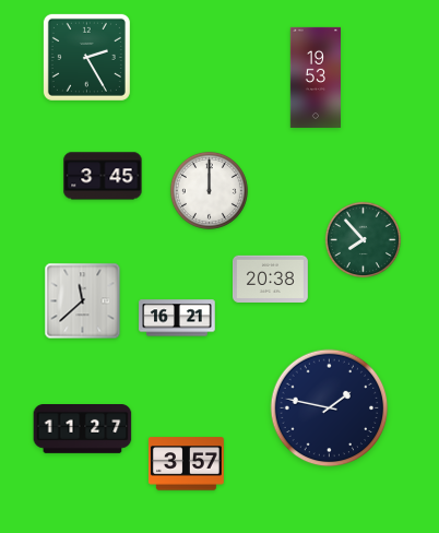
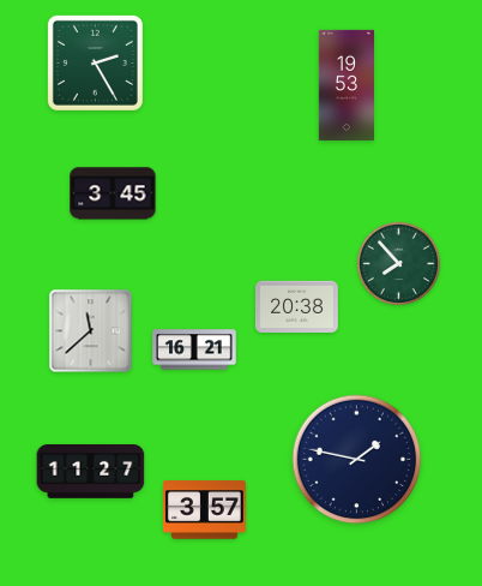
clock at (209, 190): 12:00 -> none
clock at (330, 408) position: (330, 408) -> (357, 460)
